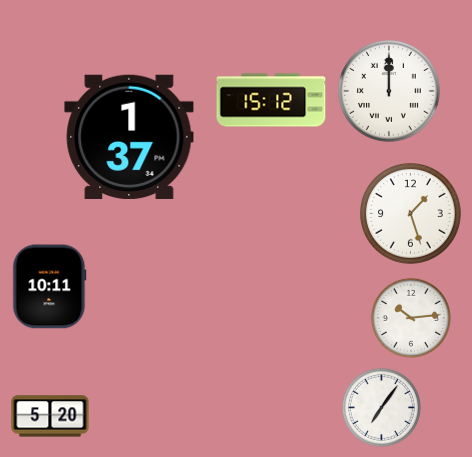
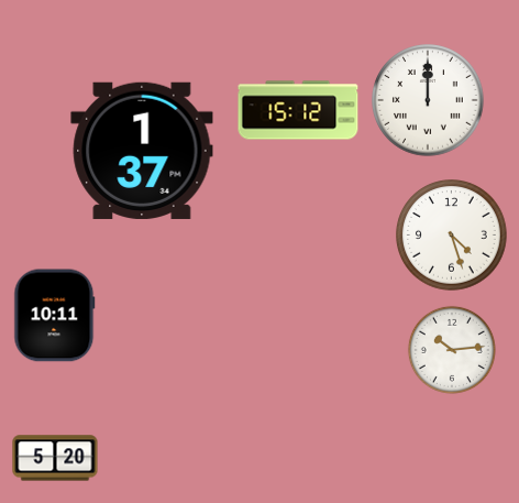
clock at (411, 214): 1:27 -> 4:27
clock at (381, 407): 7:06 -> none
